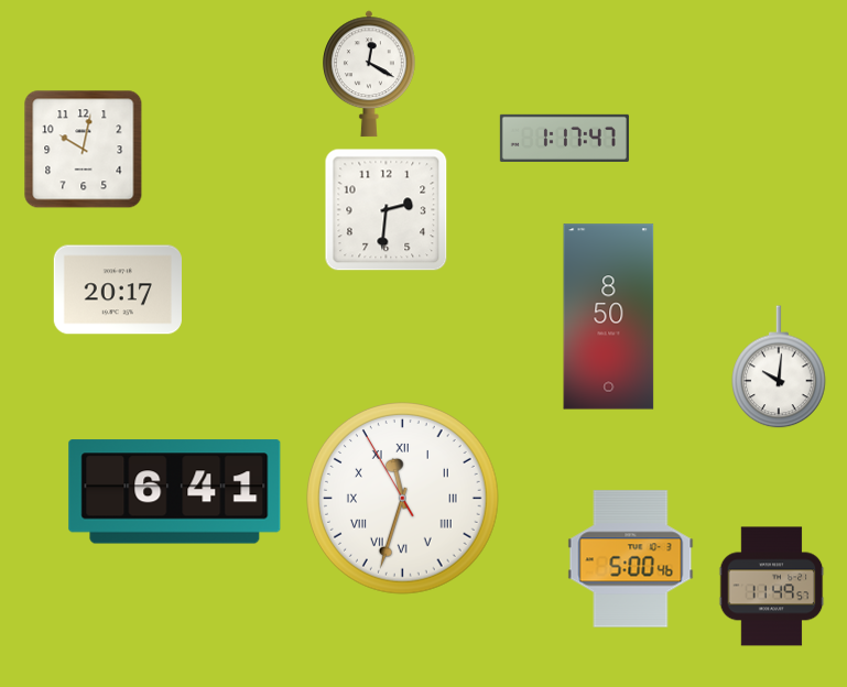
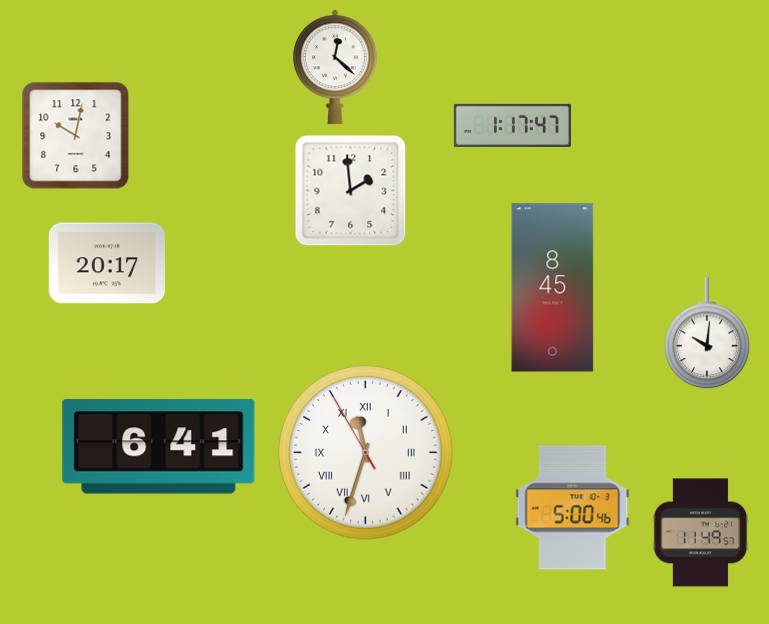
clock at (370, 74): 12:20 -> 12:22
clock at (387, 210): 2:31 -> 1:59
clock at (609, 317): 8:50 -> 8:45
